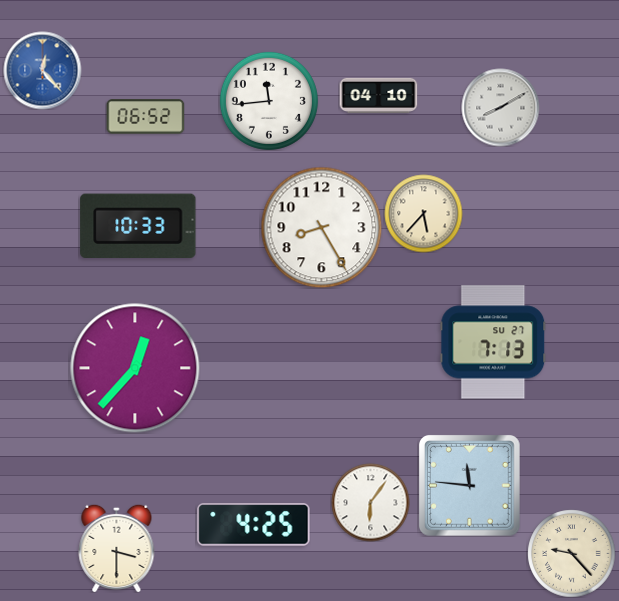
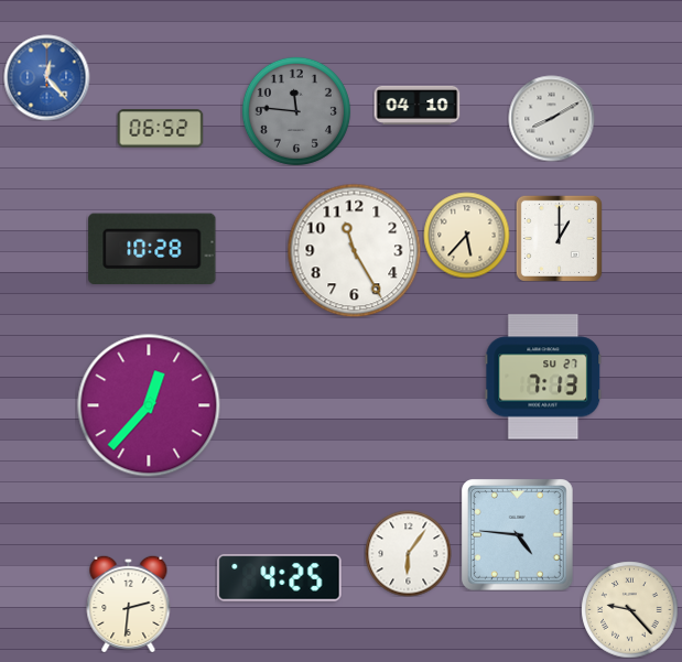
clock at (269, 101): 11:44 -> 11:46
clock at (269, 101) dial: white -> grey
clock at (559, 238): none -> 1:00
clock at (138, 226): 10:33 -> 10:28
clock at (321, 227): 8:25 -> 11:25
clock at (469, 485): 11:46 -> 4:46
clock at (117, 548): 3:30 -> 2:31
